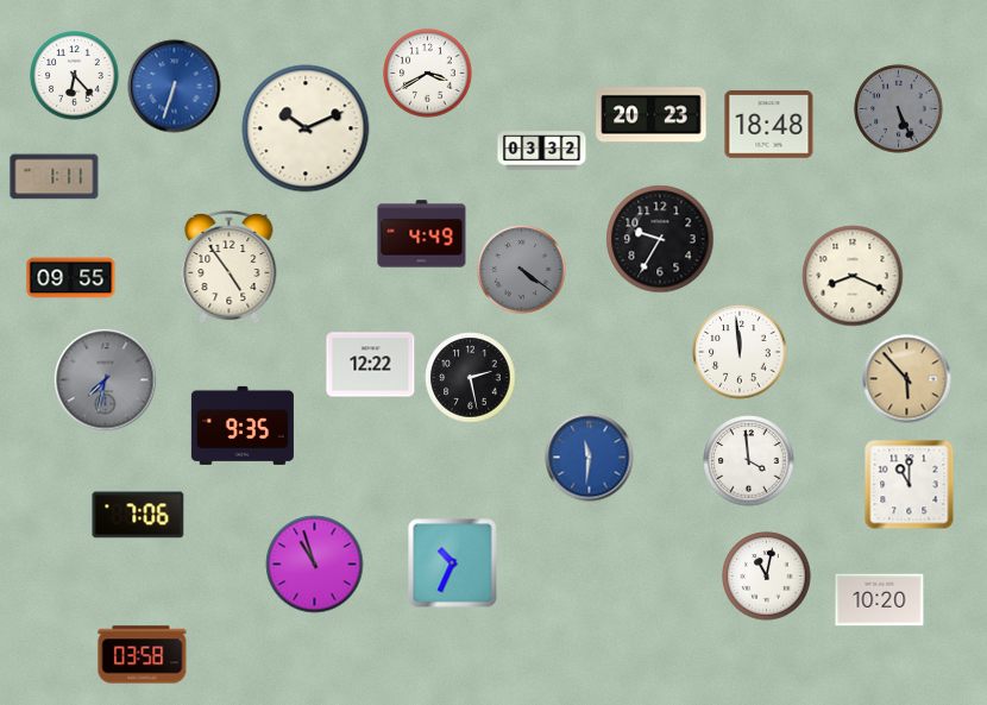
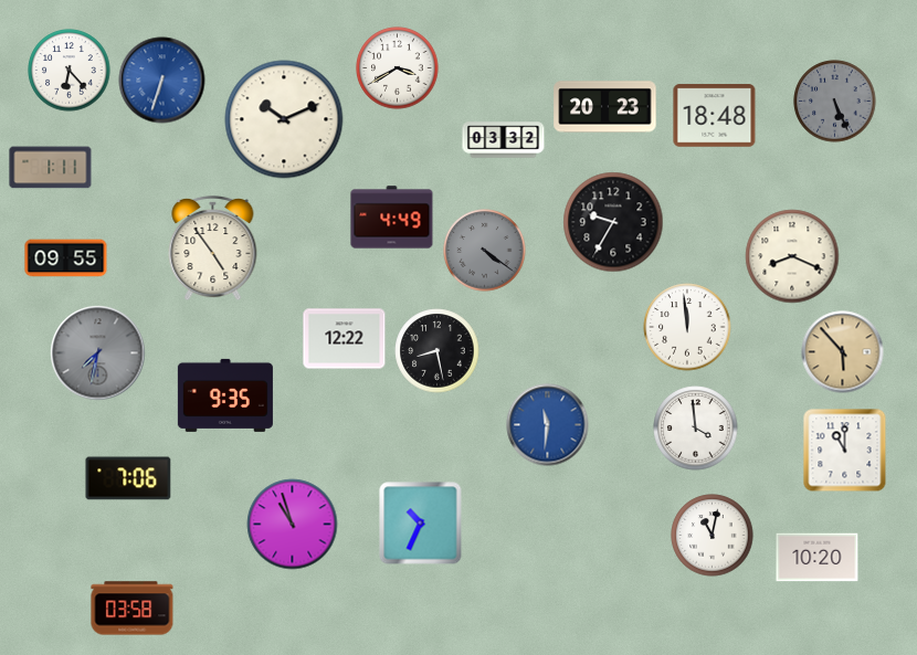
clock at (55, 177) position: (55, 177) -> (51, 168)
clock at (471, 378): 2:28 -> 8:28
